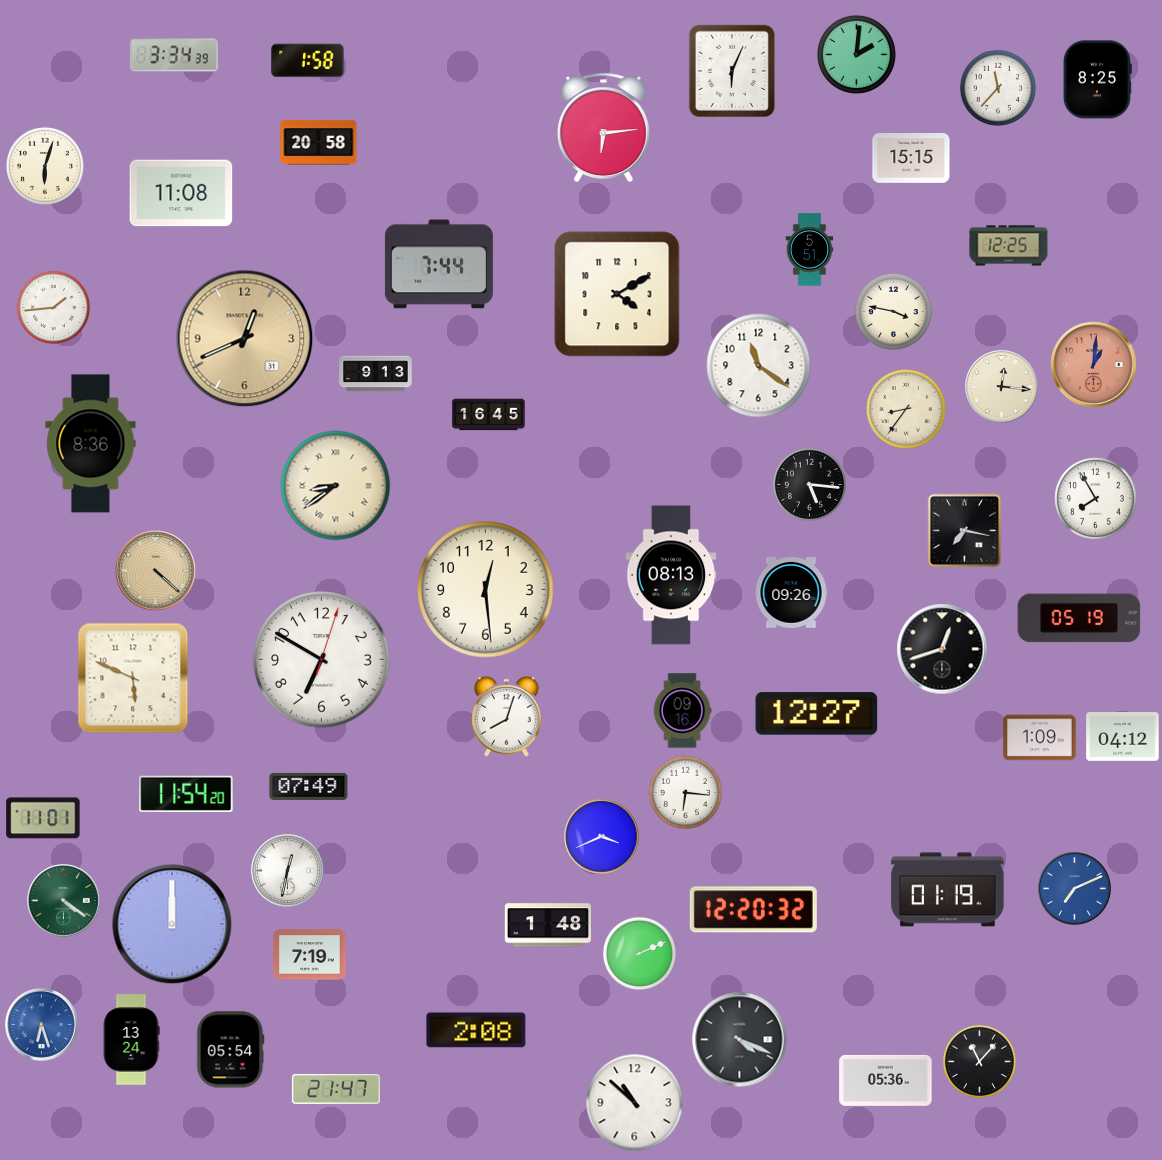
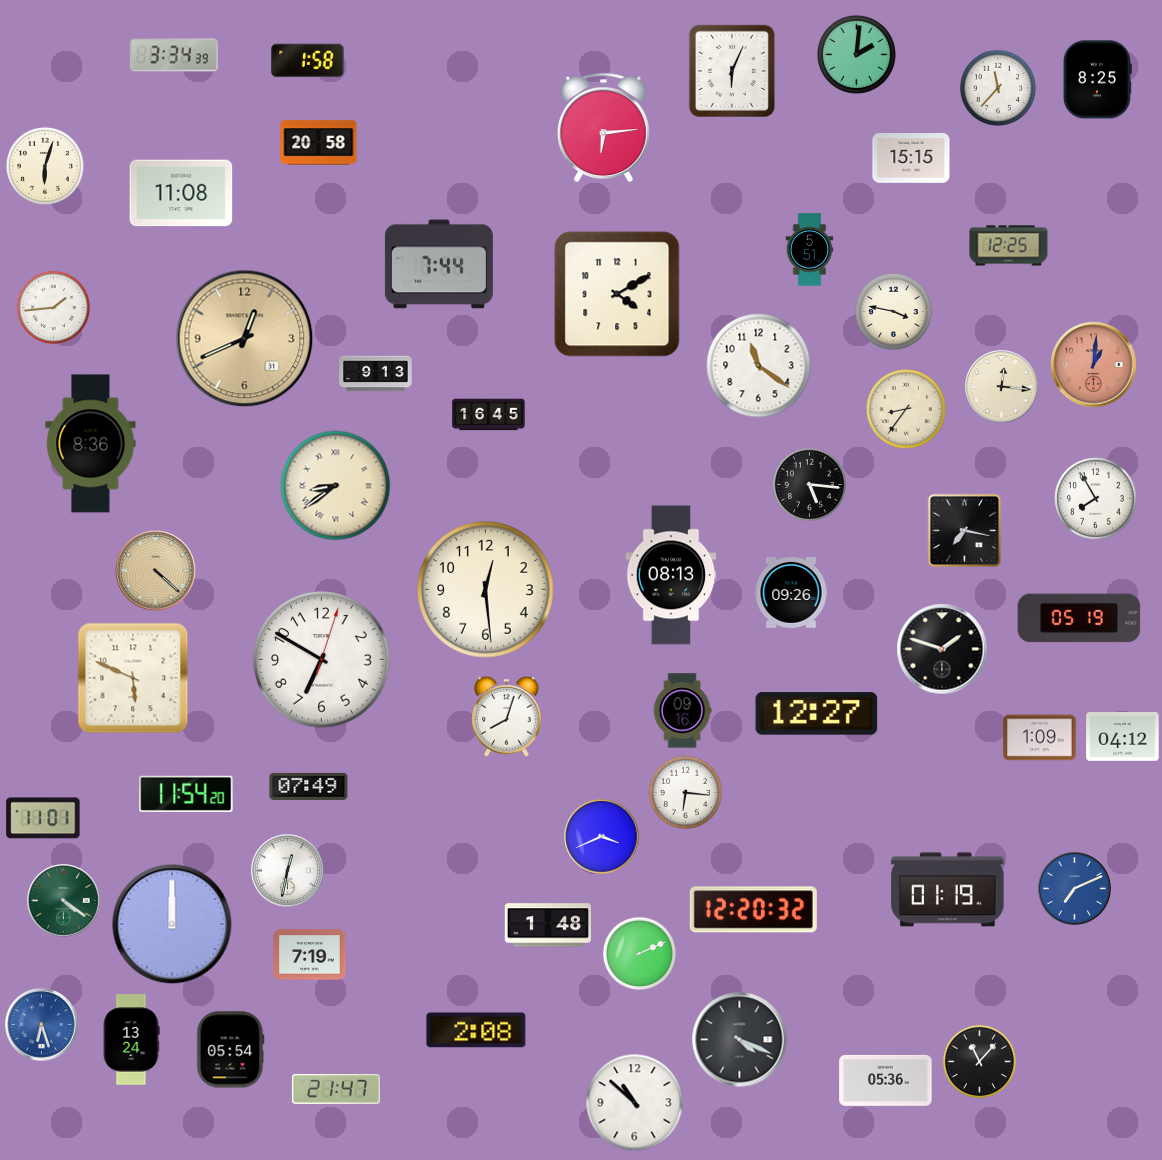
clock at (942, 649): 12:42 -> 1:48
